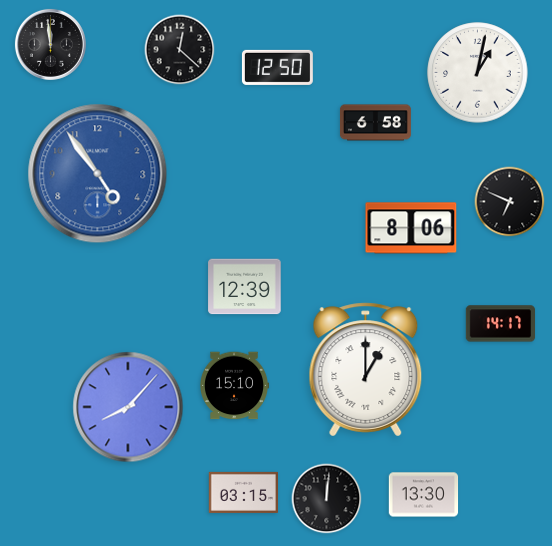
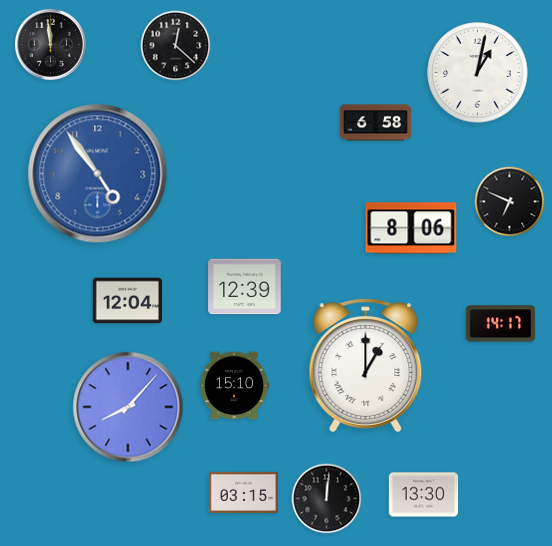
clock at (180, 50) position: (180, 50) -> (176, 46)
clock at (277, 67): 12:50 -> none
clock at (127, 301): none -> 12:04
clock at (366, 370) position: (366, 370) -> (366, 366)
